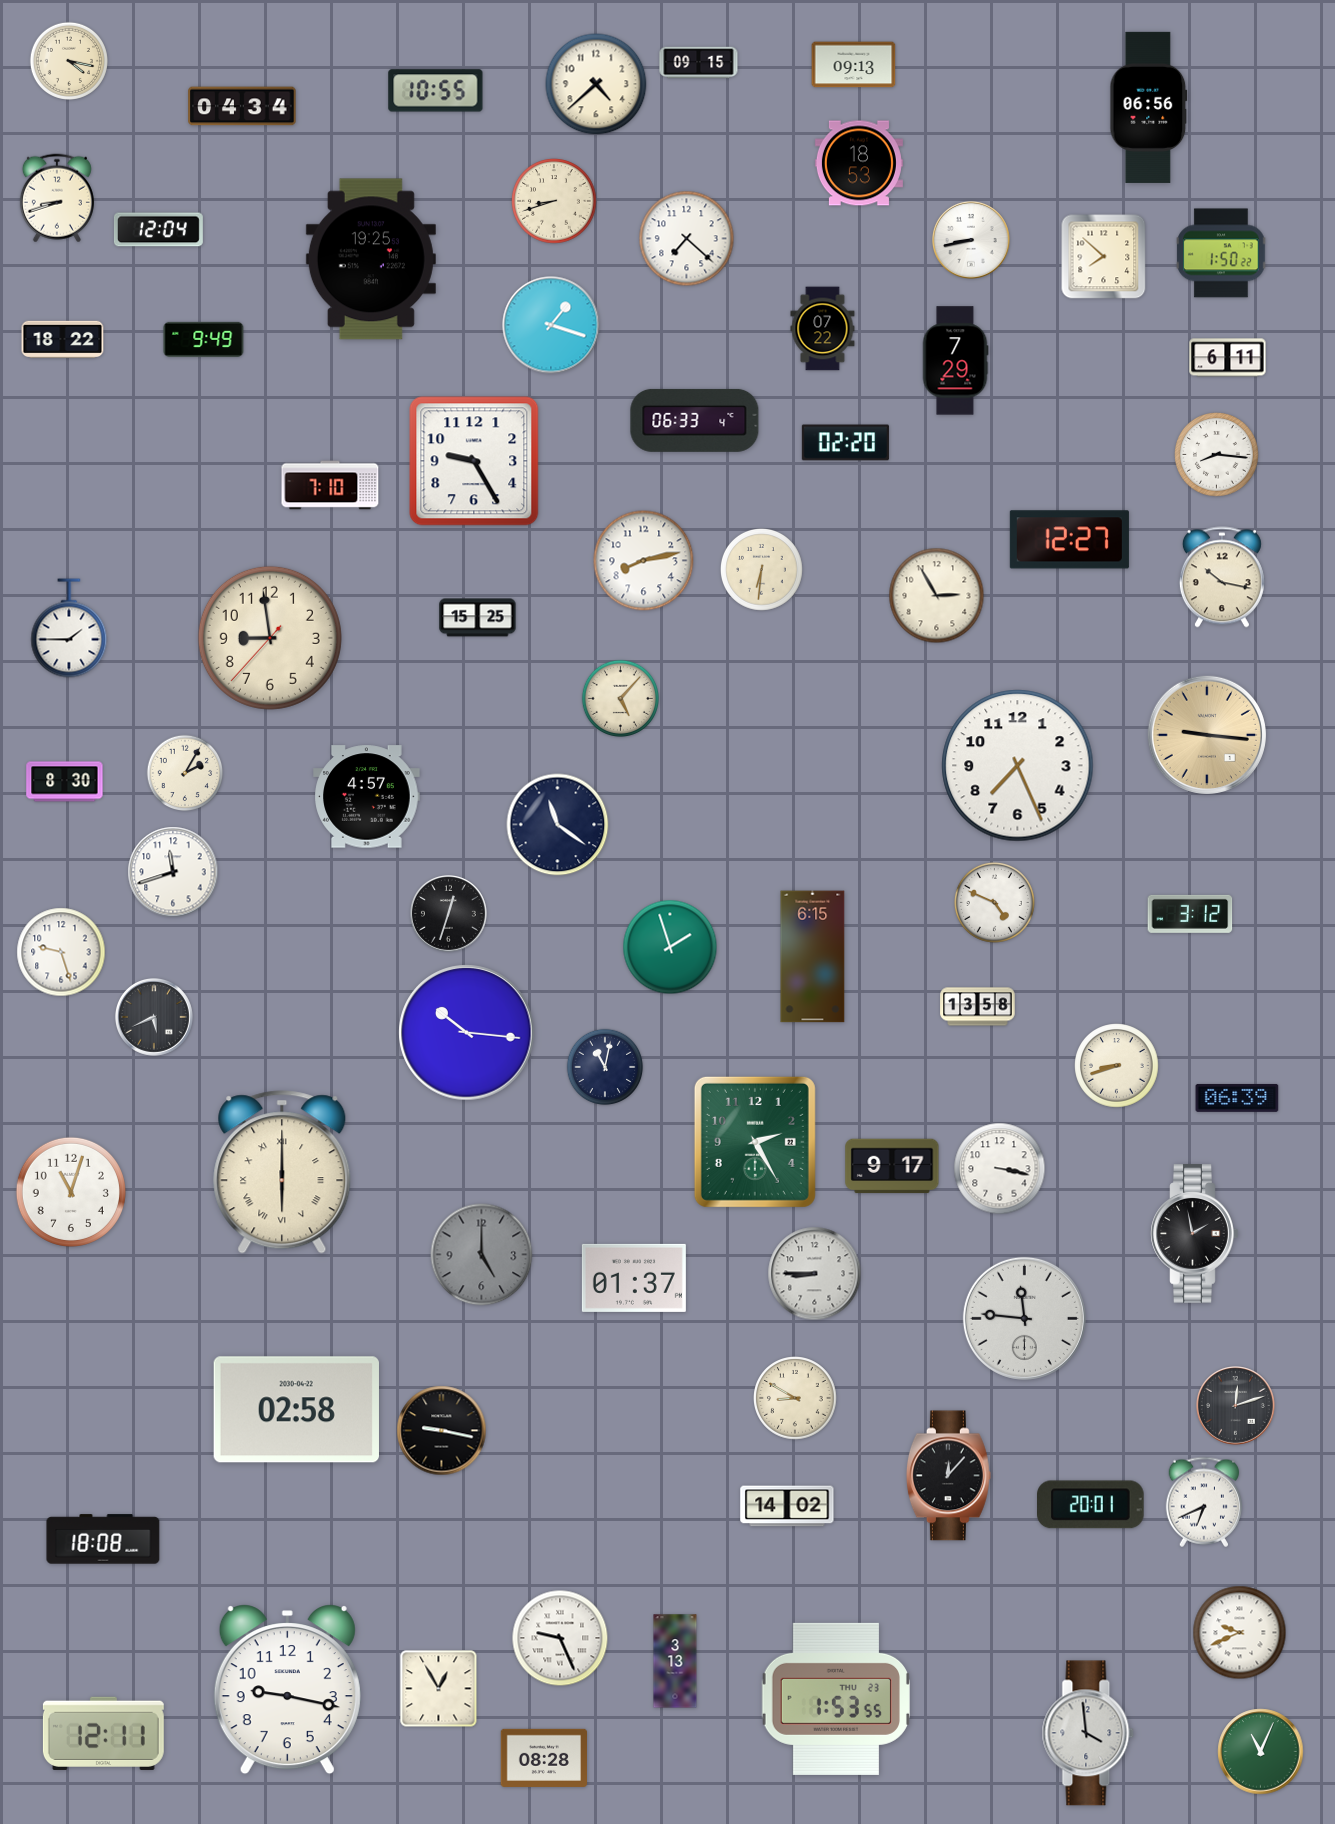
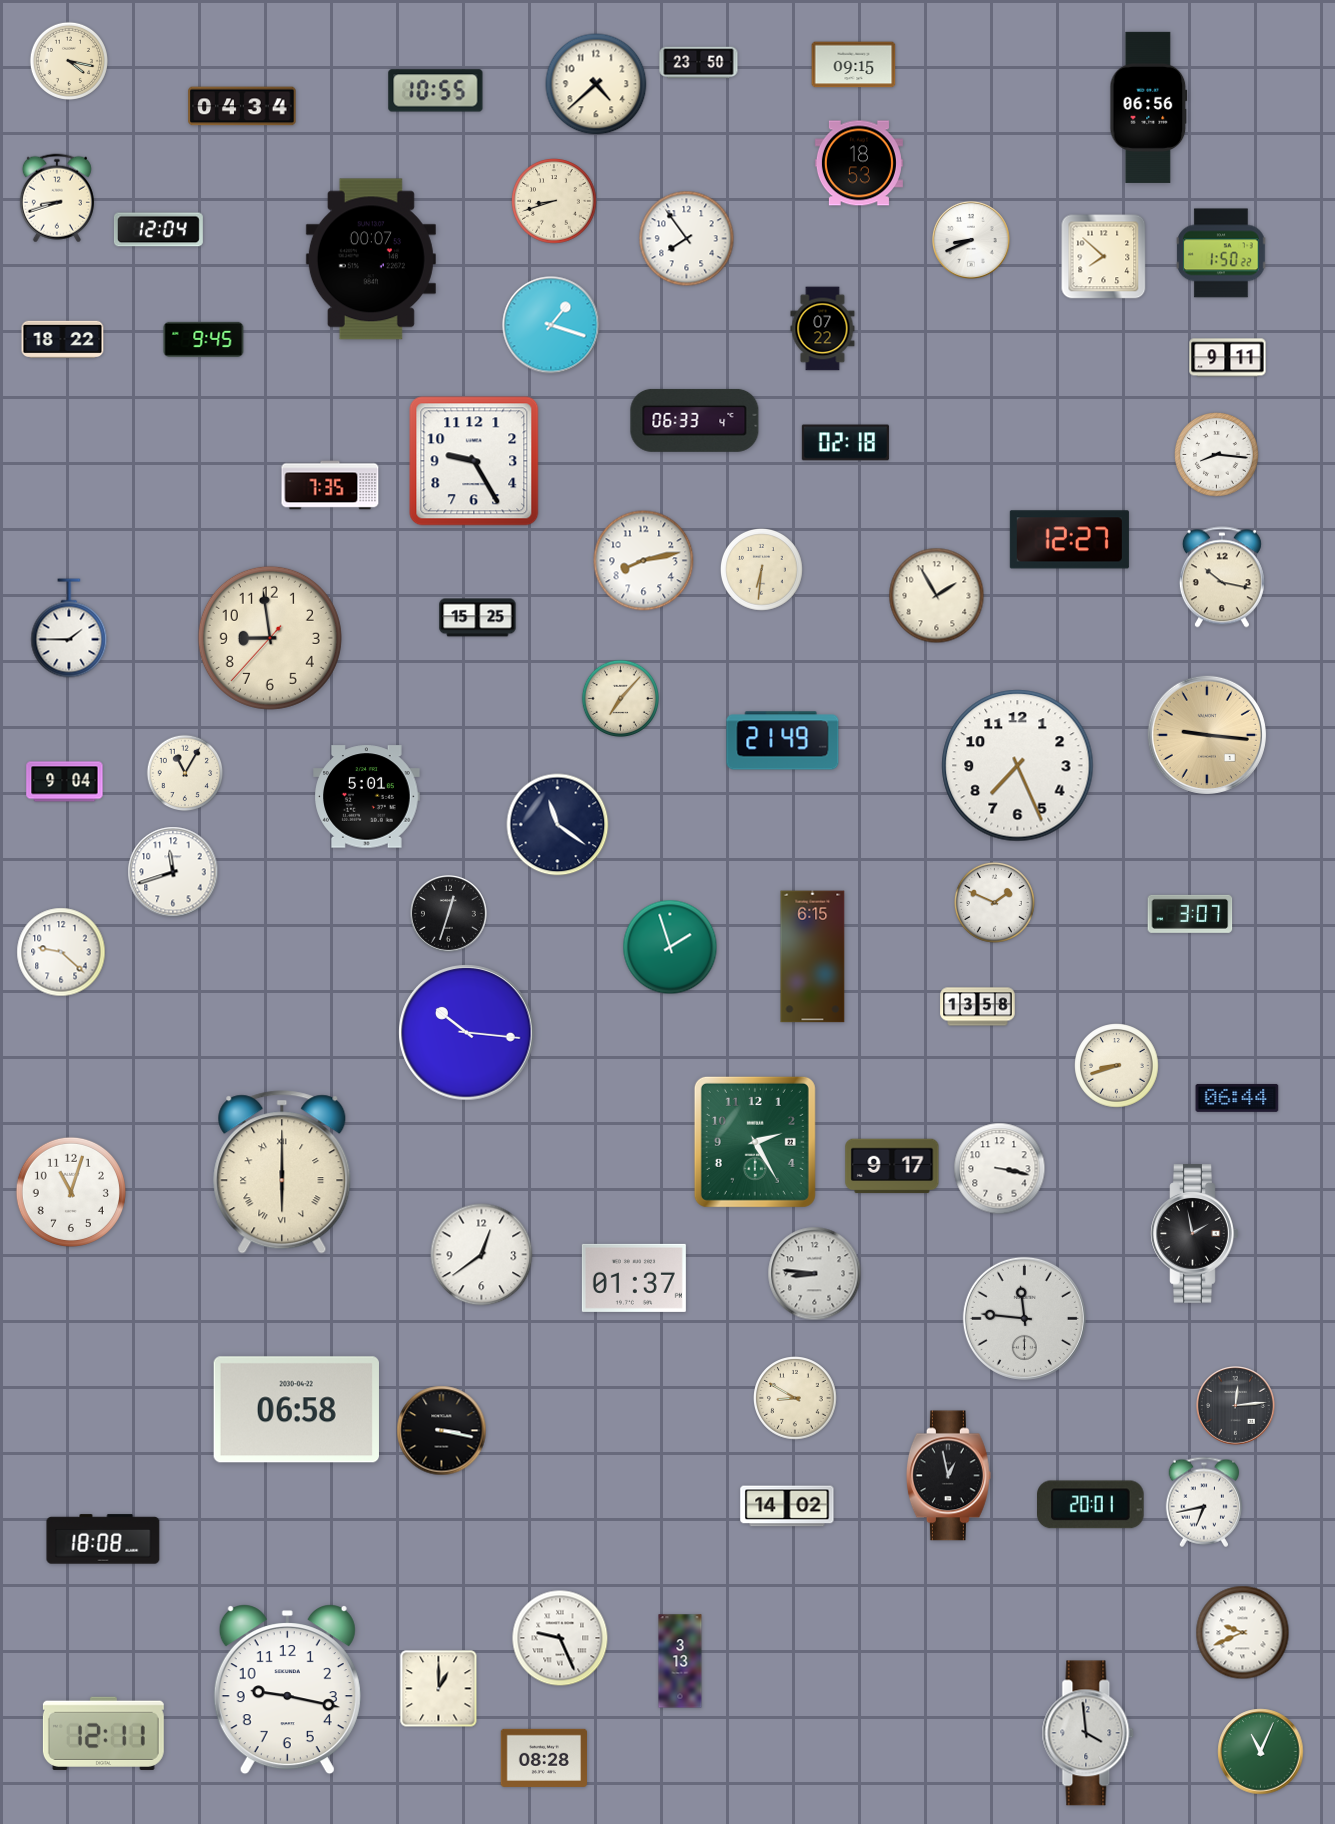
clock at (699, 63): 09:15 -> 23:50
clock at (854, 65): 09:13 -> 09:15
clock at (687, 239): 7:22 -> 7:54
clock at (971, 240): 8:43 -> 8:41
clock at (371, 259): 19:25 -> 00:07
clock at (204, 339): 9:49 -> 9:45
clock at (1228, 358): 6:11 -> 9:11
clock at (955, 361): 7:29 -> none
clock at (845, 443): 02:20 -> 02:18
clock at (330, 485): 7:10 -> 7:35
clock at (937, 596): 2:55 -> 1:55
clock at (620, 698): 5:07 -> 7:07
clock at (783, 741): none -> 21:49
clock at (185, 773): 2:05 -> 11:05
clock at (65, 782): 8:30 -> 9:04
clock at (367, 797): 4:57 -> 5:01
clock at (994, 902): 4:49 -> 1:49
clock at (1190, 914): 3:12 -> 3:07
clock at (61, 952): 9:27 -> 9:22
clock at (154, 1017): 5:41 -> none
clock at (605, 1067): 11:02 -> none
clock at (1237, 1098): 06:39 -> 06:44
clock at (482, 1255): 5:00 -> 12:39
clock at (482, 1255) dial: grey -> white
clock at (815, 1274): 8:45 -> 8:46
clock at (1236, 1406): 12:12 -> 12:14
clock at (296, 1410): 02:58 -> 06:58
clock at (442, 1431): 9:17 -> 3:17
clock at (948, 1476): 12:07 -> 12:58
clock at (1203, 1502): 6:41 -> 6:43
clock at (1240, 1633) position: (1240, 1633) -> (1243, 1633)
clock at (675, 1661) position: (675, 1661) -> (680, 1661)
clock at (439, 1689): 12:55 -> 1:00
clock at (835, 1699): 1:53 -> none
